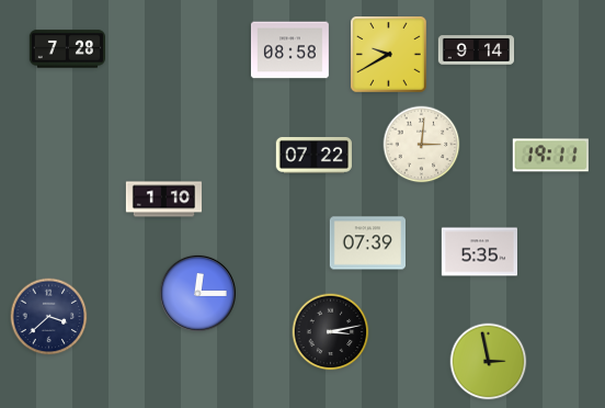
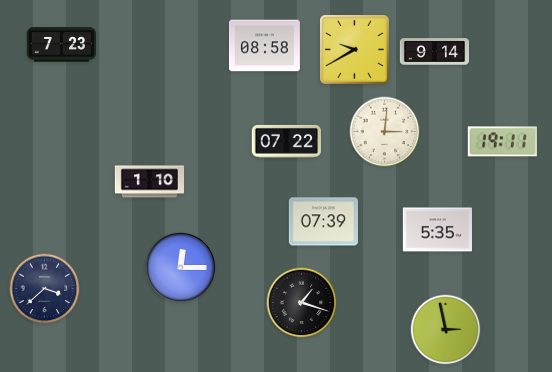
clock at (67, 49): 7:28 -> 7:23
clock at (477, 50) position: (477, 50) -> (435, 52)
clock at (367, 243) position: (367, 243) -> (323, 222)
clock at (331, 332): 3:13 -> 1:18
